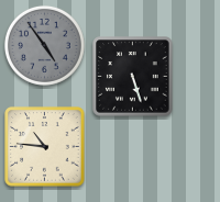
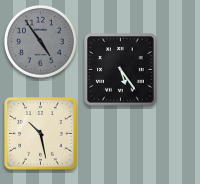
clock at (133, 77): 5:27 -> 5:24
clock at (45, 147): 10:46 -> 10:28
